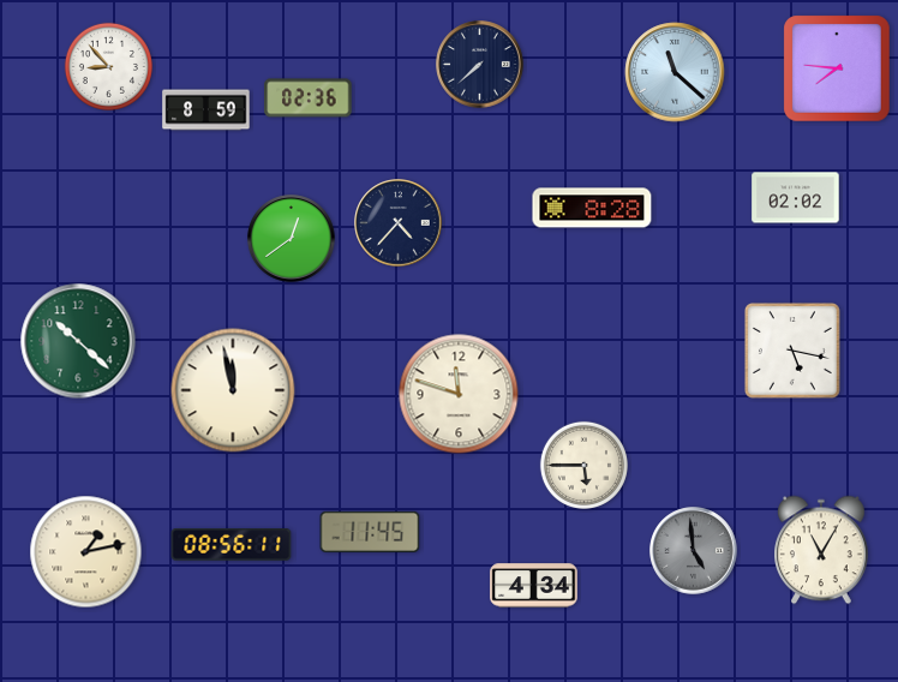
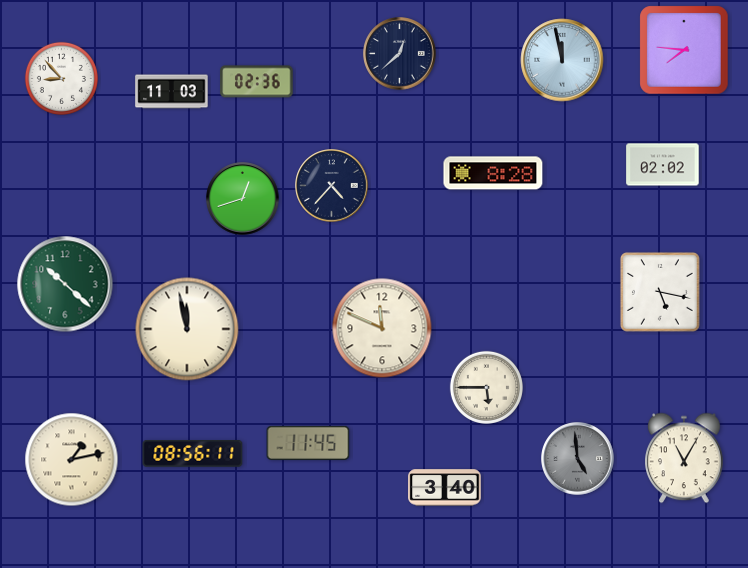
clock at (480, 65): 7:38 -> 12:38
clock at (108, 66) position: (108, 66) -> (61, 78)
clock at (837, 68) position: (837, 68) -> (684, 50)
clock at (675, 72): 11:22 -> 11:58
clock at (206, 110): 8:59 -> 11:03
clock at (292, 239): 12:39 -> 12:42
clock at (233, 390) position: (233, 390) -> (187, 329)
clock at (459, 394): 11:48 -> 11:49
clock at (534, 586): 4:34 -> 3:40
